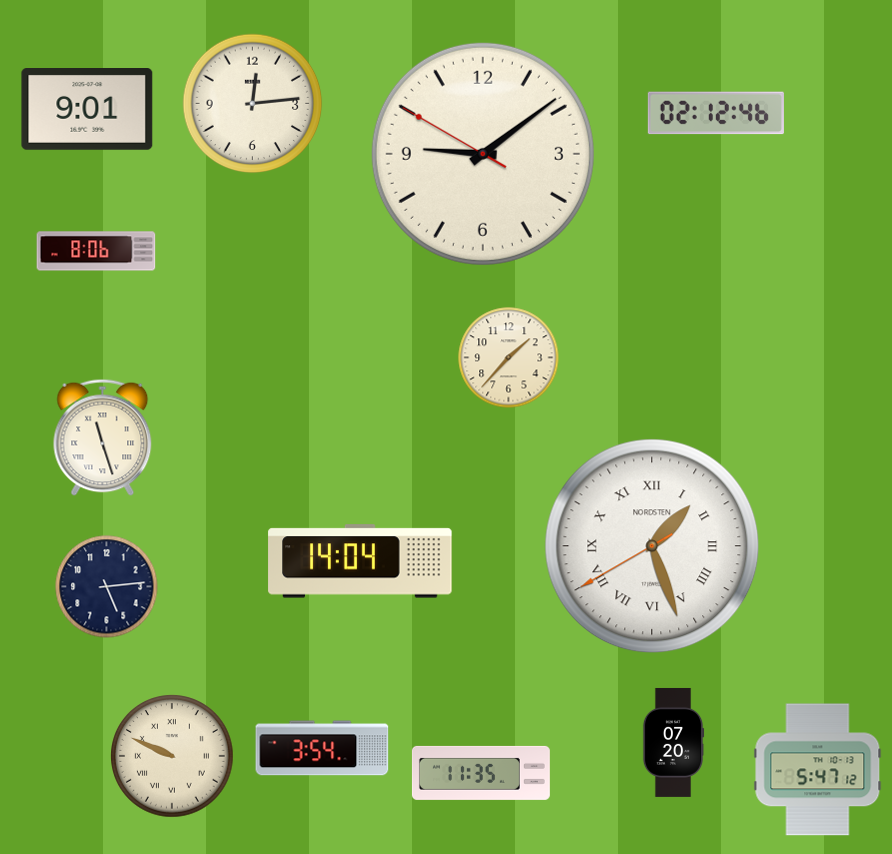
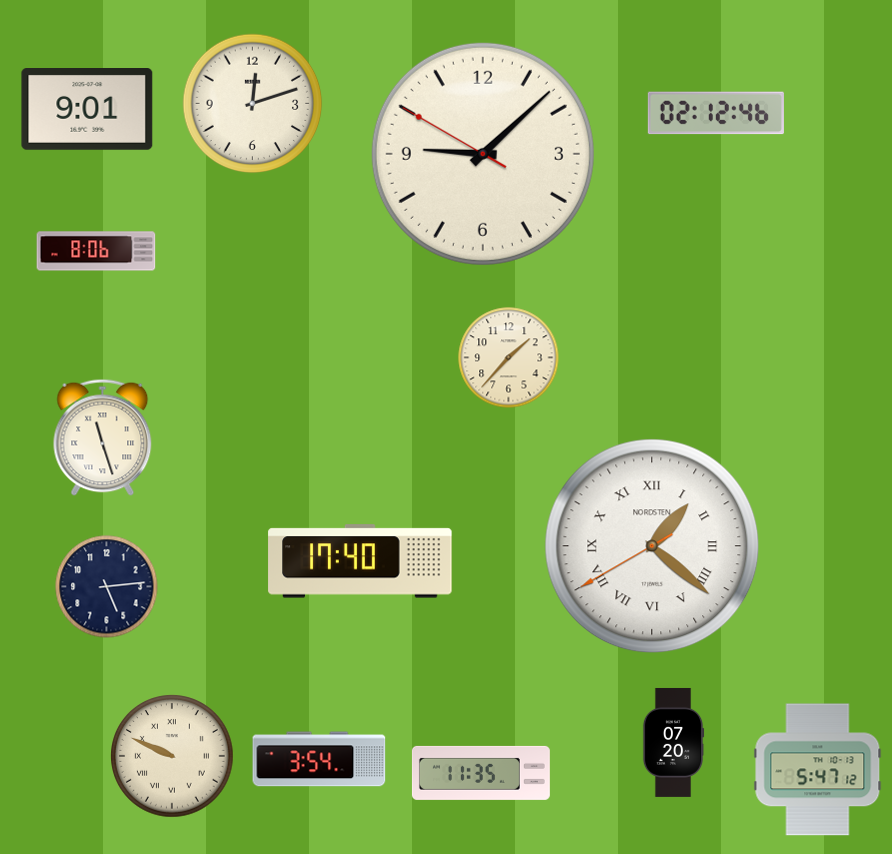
clock at (253, 104): 12:14 -> 12:12
clock at (483, 154): 9:08 -> 9:07
clock at (652, 546): 1:26 -> 1:21
clock at (360, 561): 14:04 -> 17:40
clock at (322, 748) position: (322, 748) -> (319, 759)
